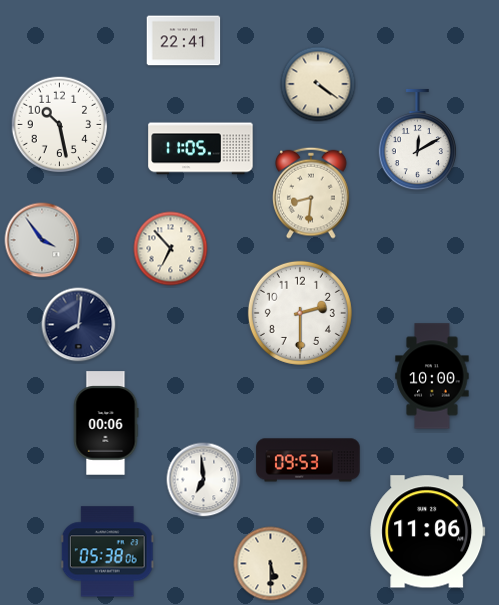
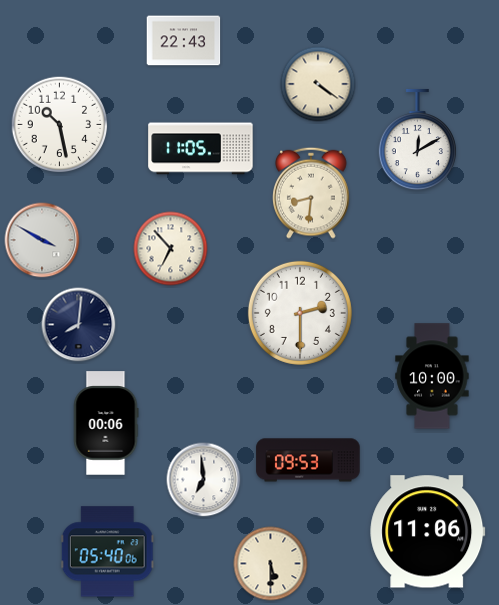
clock at (184, 41): 22:41 -> 22:43
clock at (42, 240): 3:54 -> 3:50
clock at (107, 552): 05:38 -> 05:40
